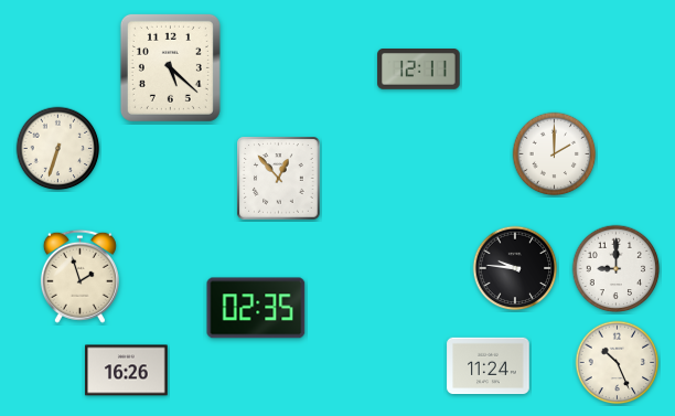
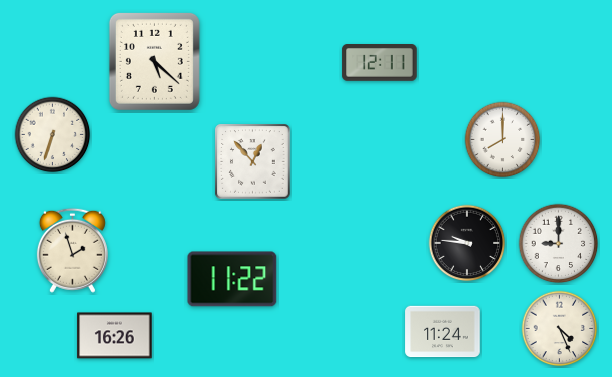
clock at (555, 154): 2:00 -> 8:00
clock at (256, 308): 02:35 -> 11:22
clock at (618, 363): 10:26 -> 4:26
